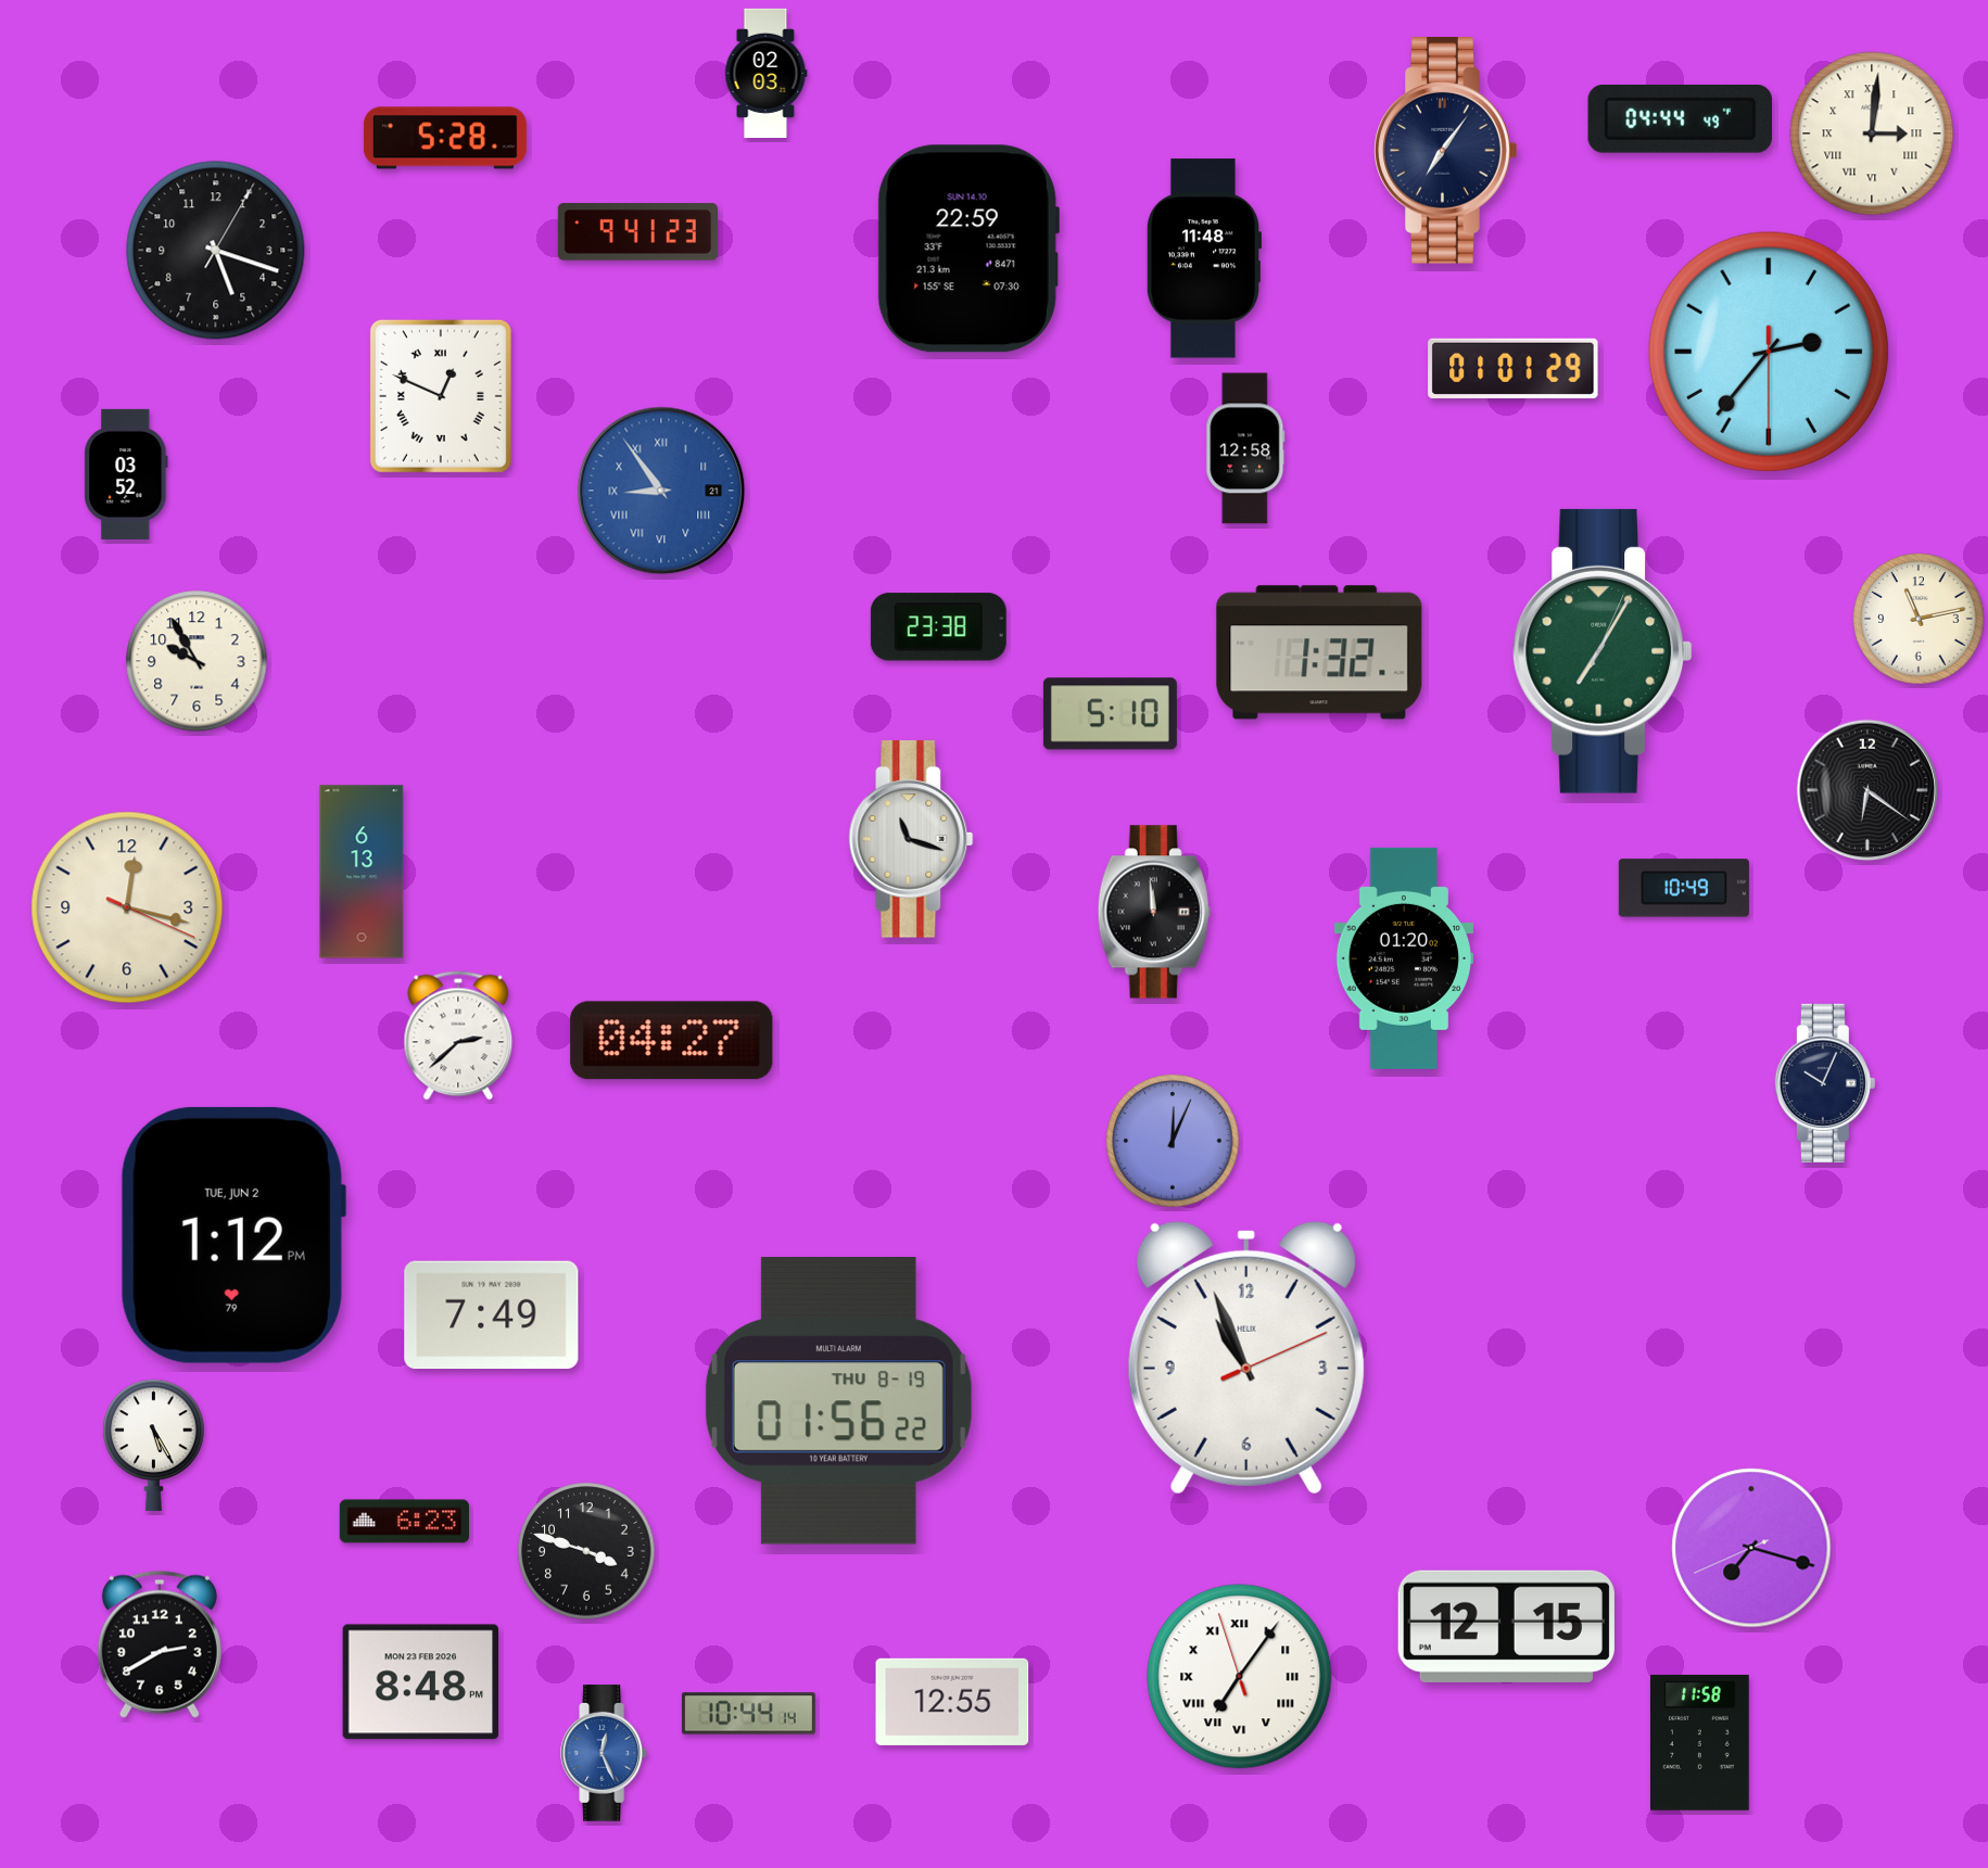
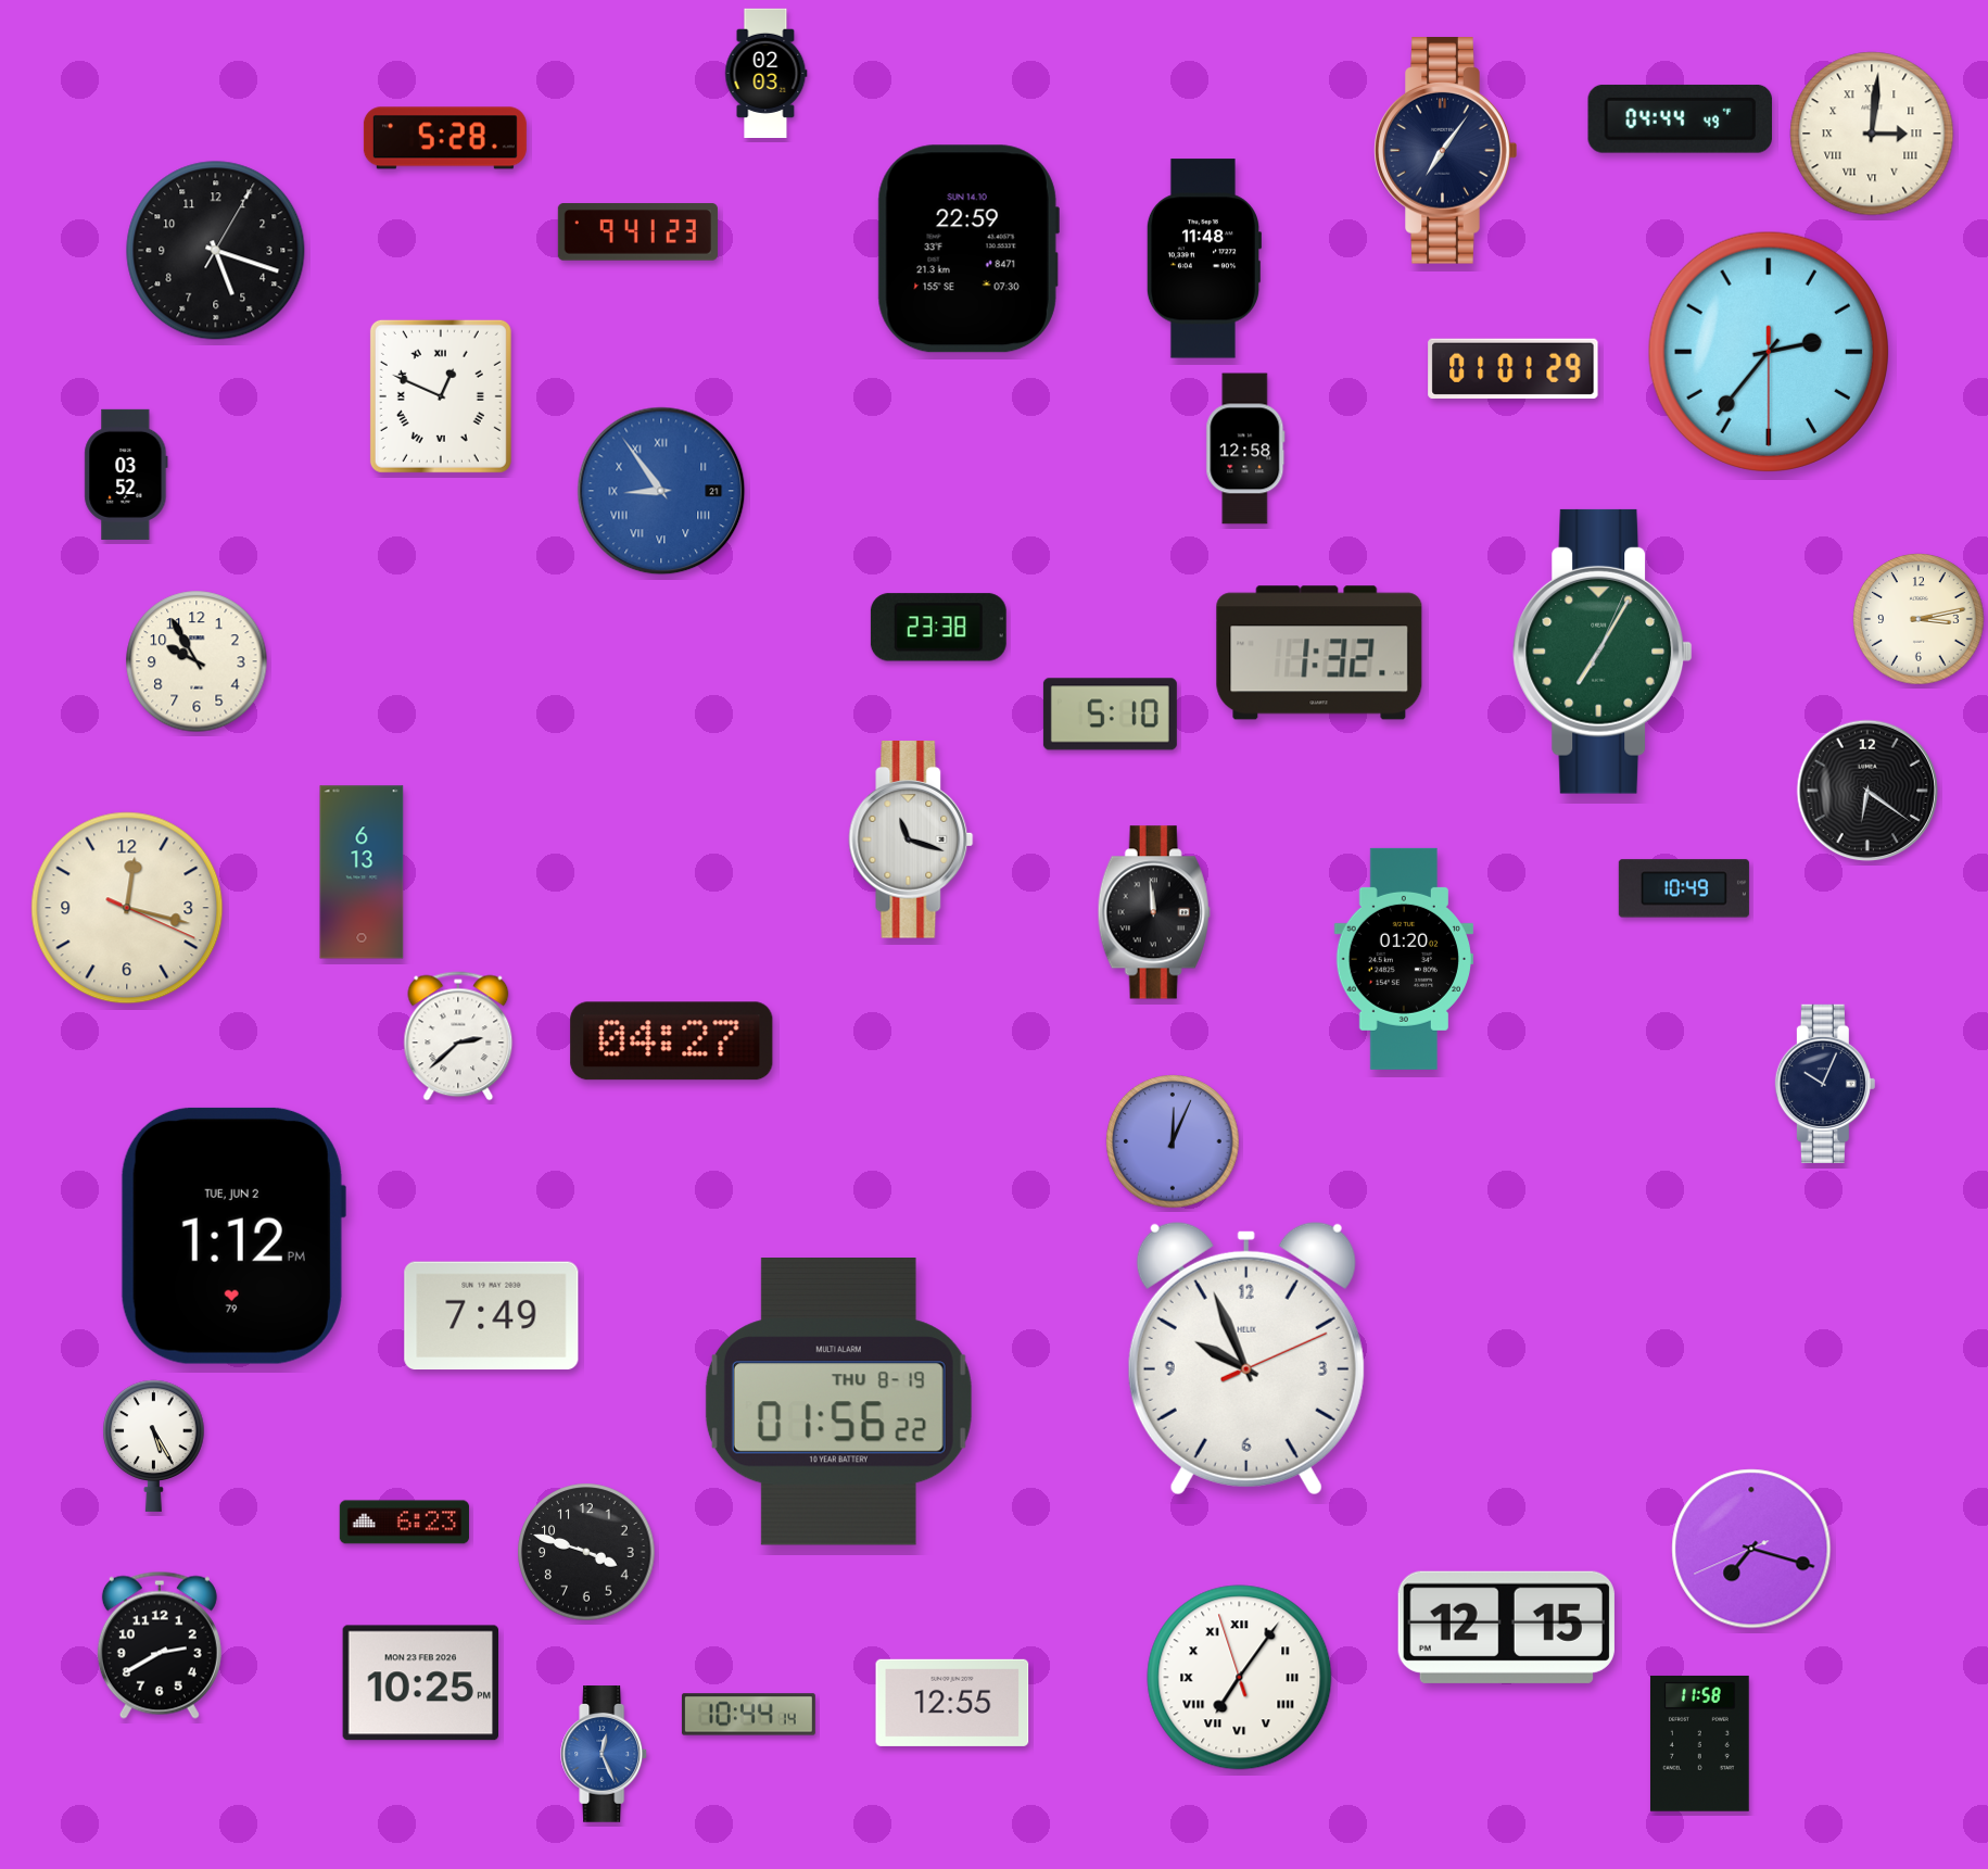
clock at (1919, 619): 11:13 -> 3:13
clock at (1246, 1358): 10:56 -> 9:56
clock at (420, 1682): 8:48 -> 10:25
